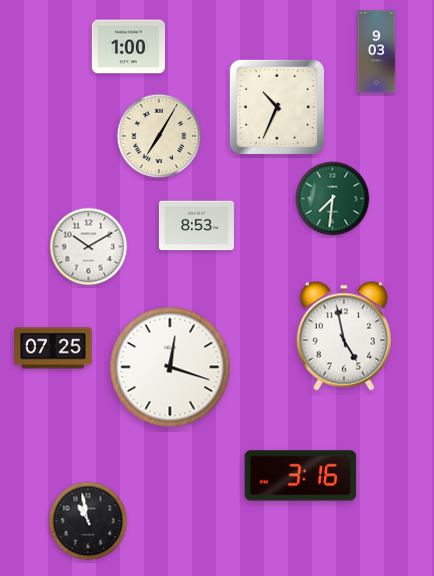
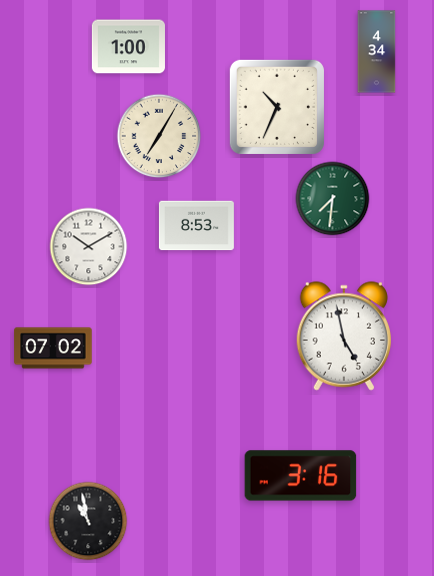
clock at (377, 52): 9:03 -> 4:34
clock at (53, 348): 07:25 -> 07:02
clock at (170, 367): 12:18 -> none
